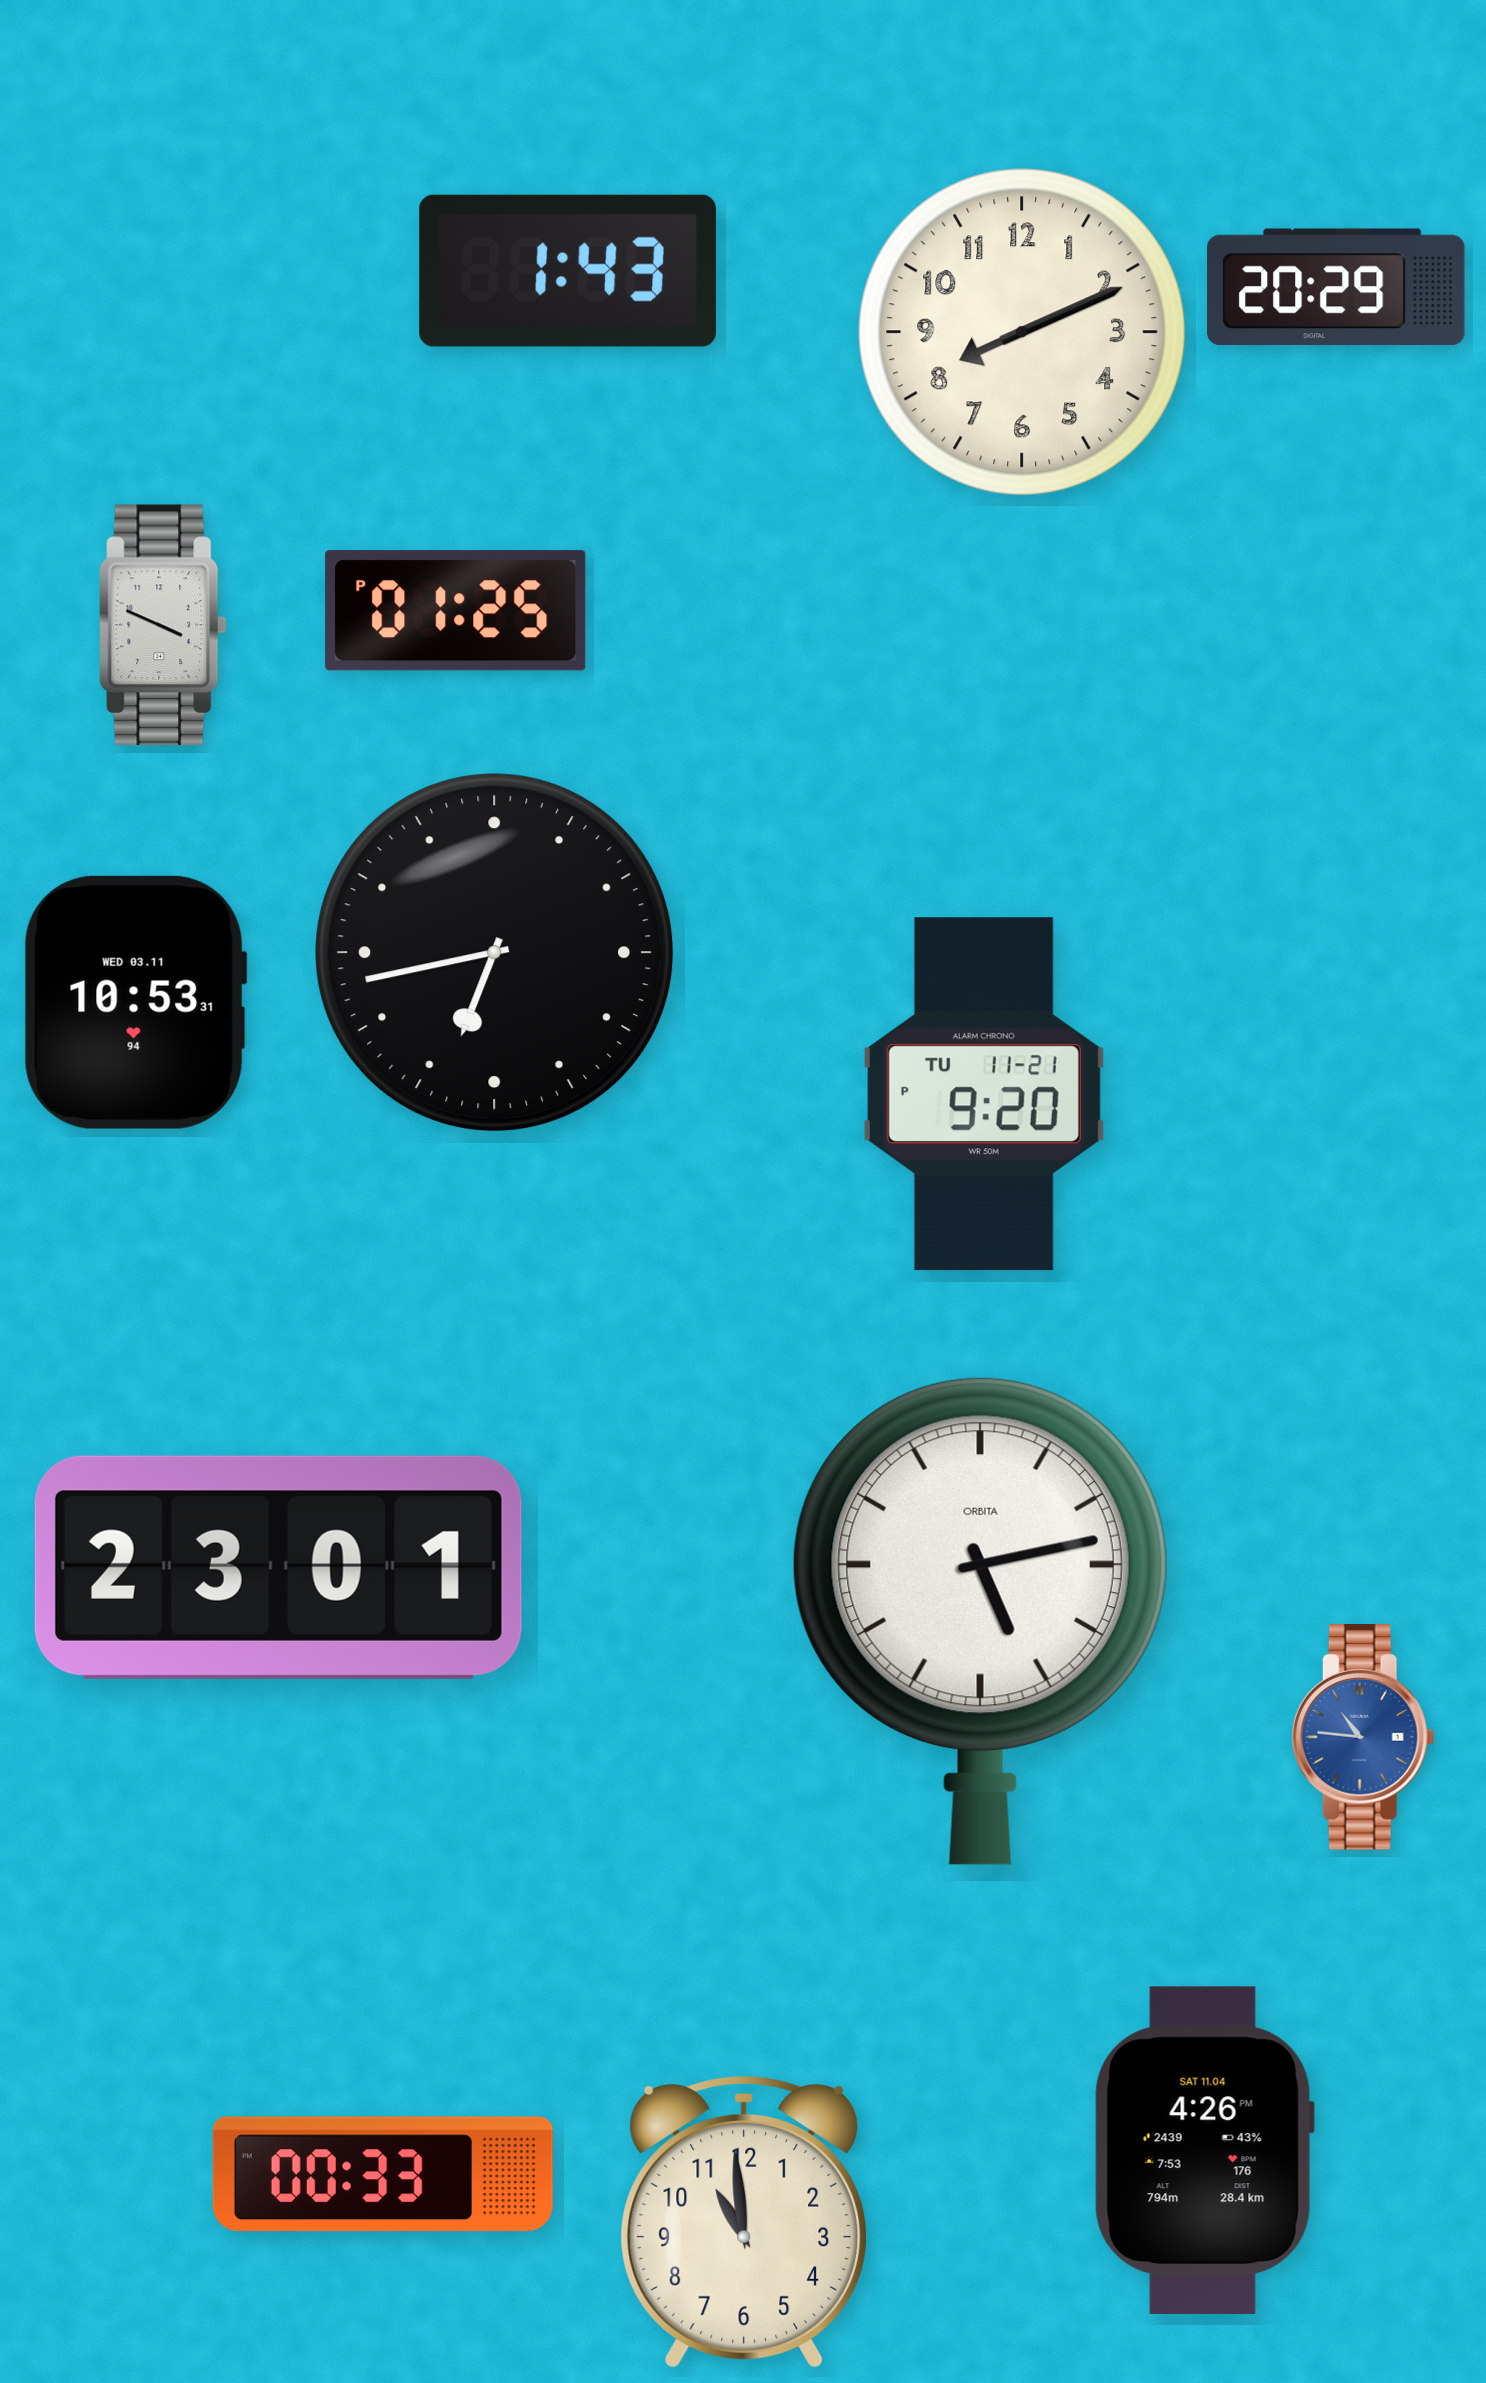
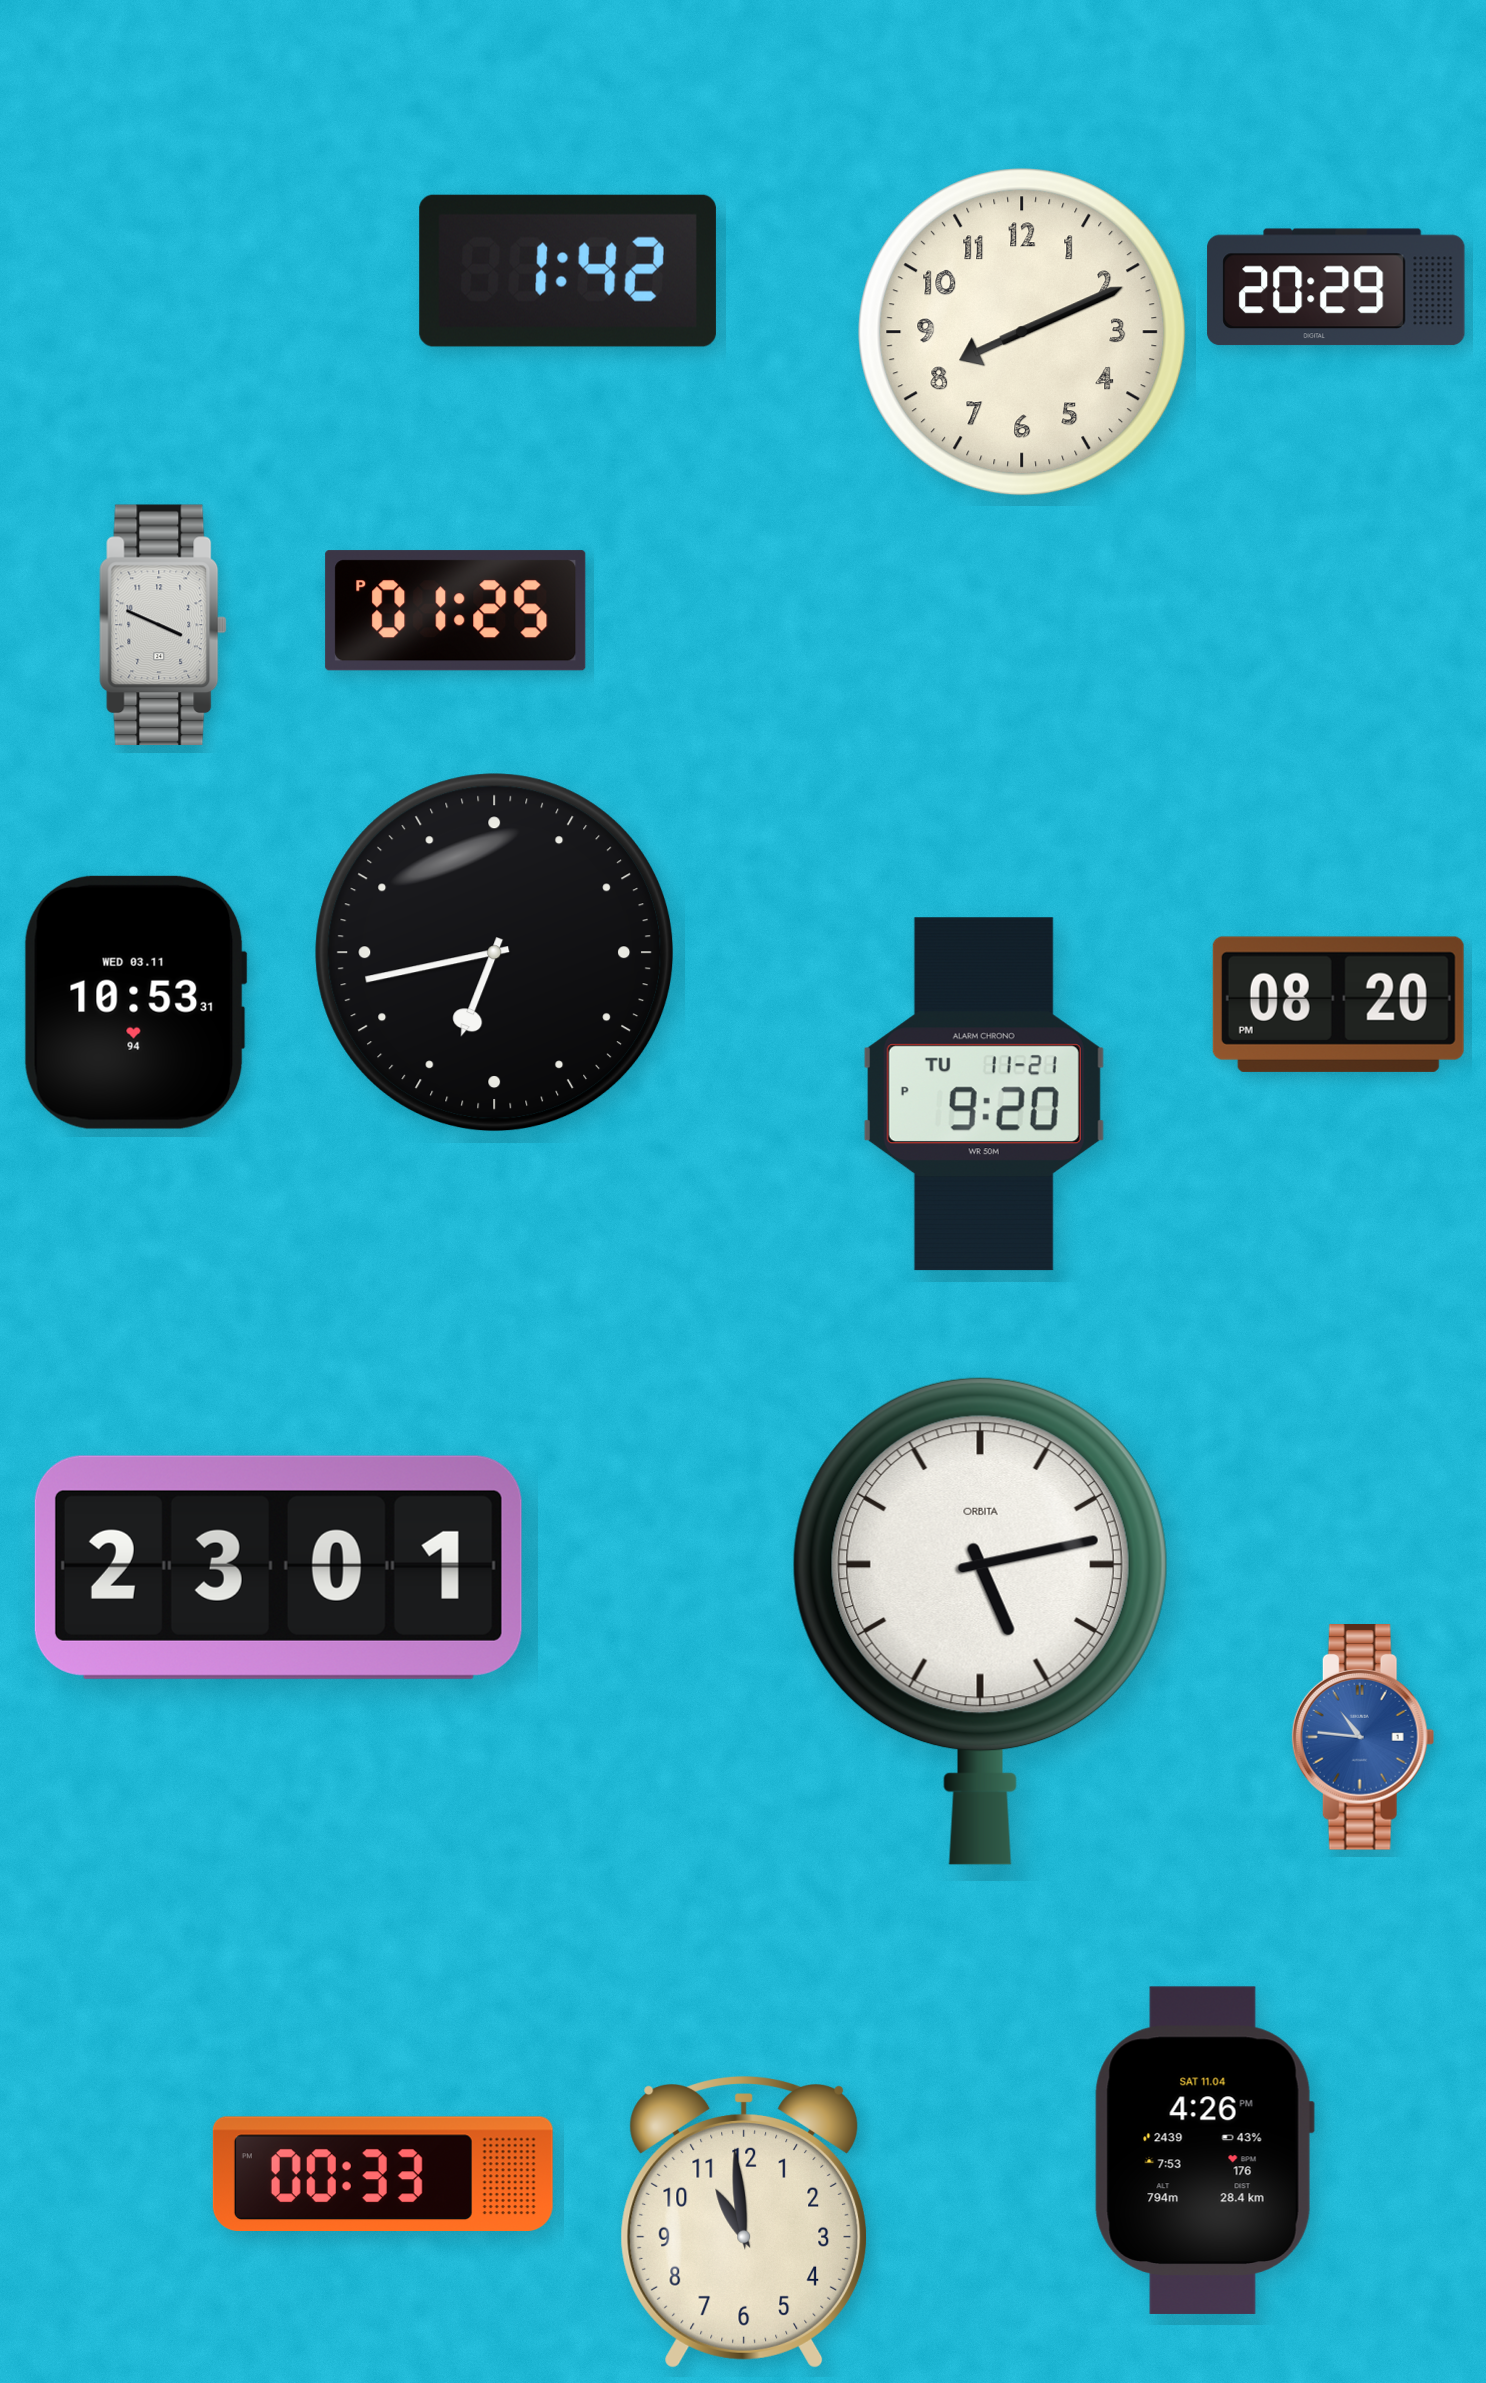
clock at (568, 271): 1:43 -> 1:42
clock at (1338, 1004): none -> 08:20
